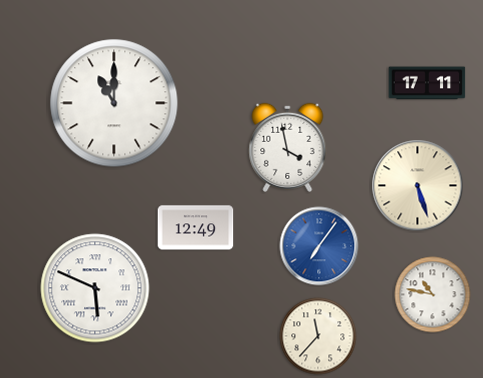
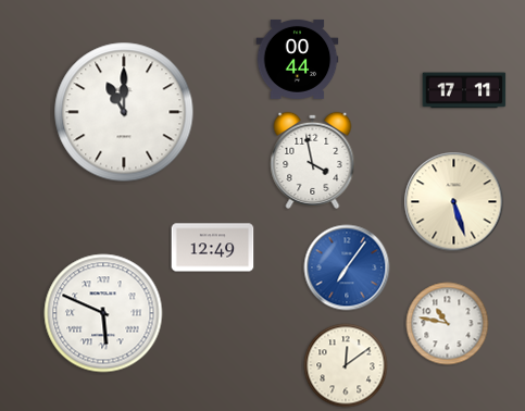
clock at (298, 59): none -> 00:44
clock at (433, 295) position: (433, 295) -> (448, 324)
clock at (318, 336): 11:37 -> 12:09
